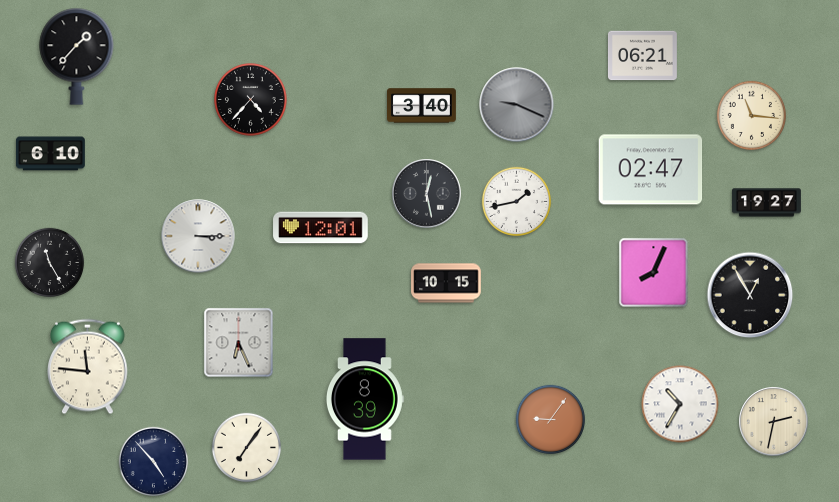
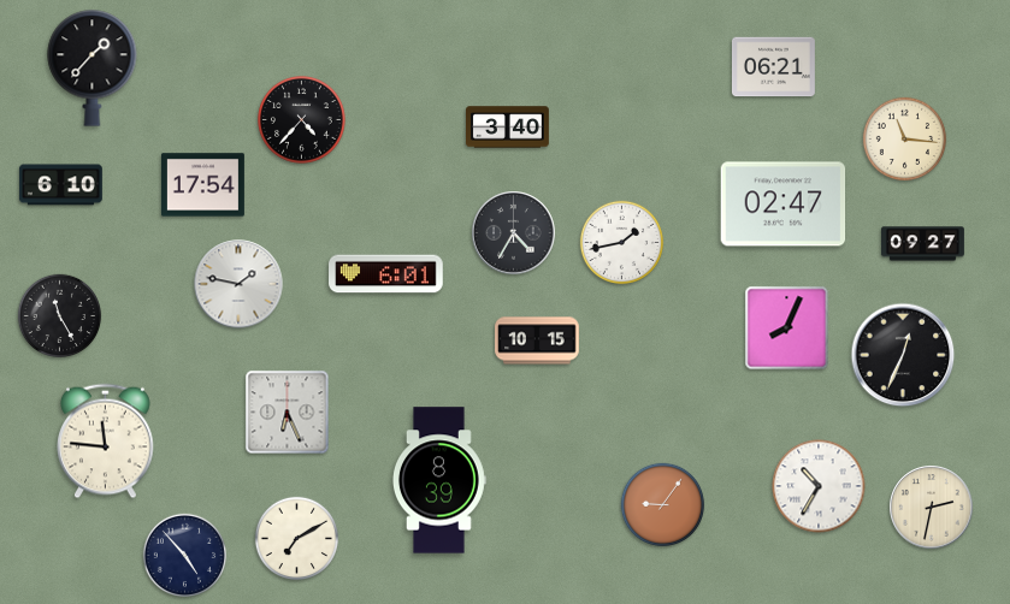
clock at (517, 105): 9:19 -> none
clock at (202, 185): none -> 17:54
clock at (427, 194): 12:28 -> 4:35
clock at (766, 203): 19:27 -> 09:27
clock at (321, 228): 12:01 -> 6:01
clock at (198, 236): 3:15 -> 1:47
clock at (750, 295): 12:55 -> 12:34
clock at (247, 448): 7:06 -> 7:10
